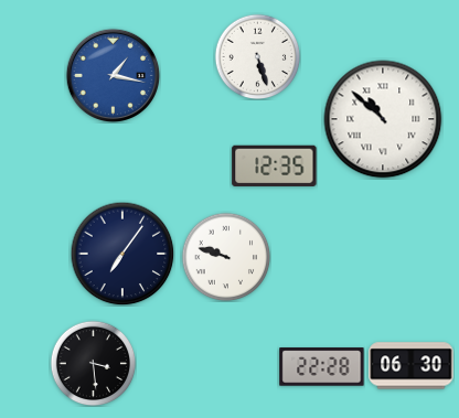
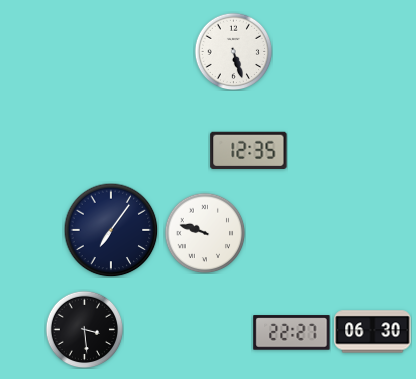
clock at (113, 75): 1:17 -> none
clock at (383, 119): 10:52 -> none
clock at (322, 367): 22:28 -> 22:27
